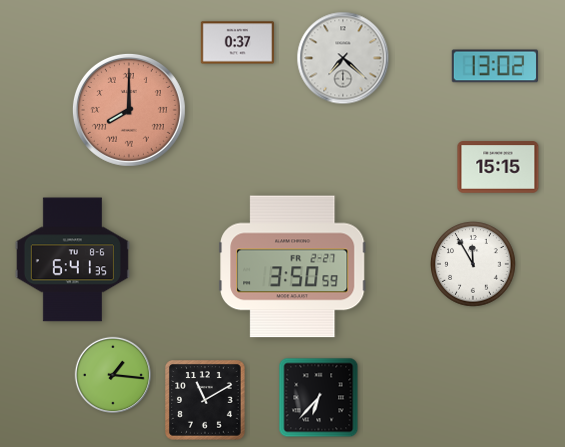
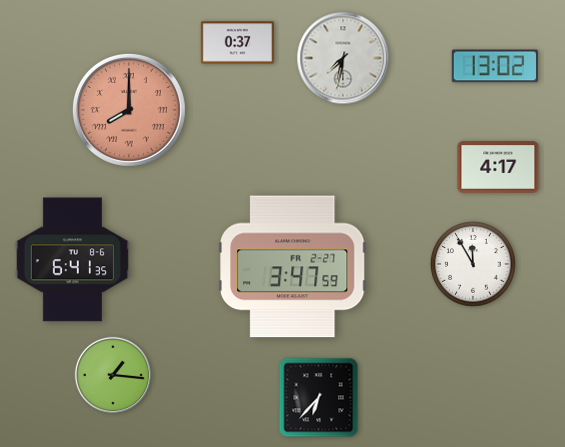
clock at (343, 58): 7:22 -> 7:32
clock at (498, 167): 15:15 -> 4:17
clock at (293, 267): 3:50 -> 3:47
clock at (205, 400): 11:10 -> none
